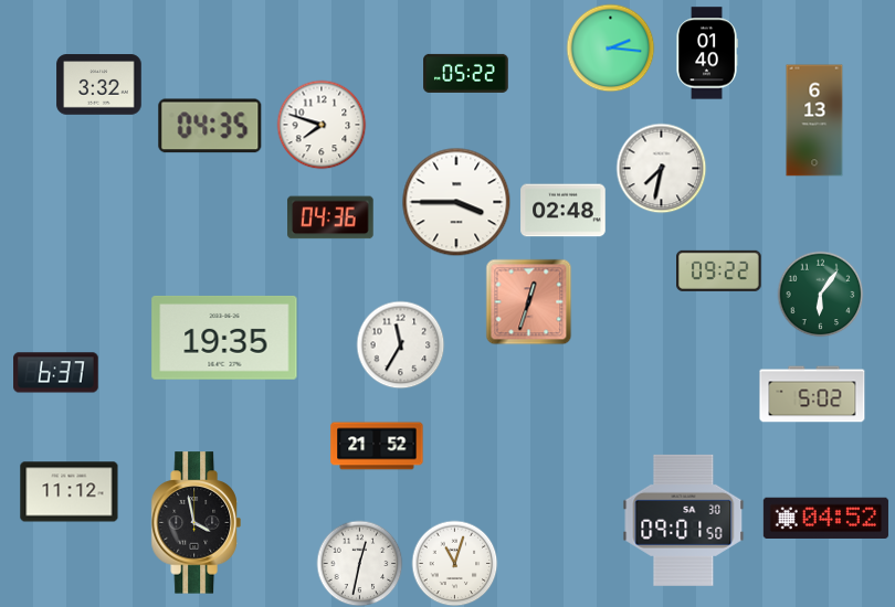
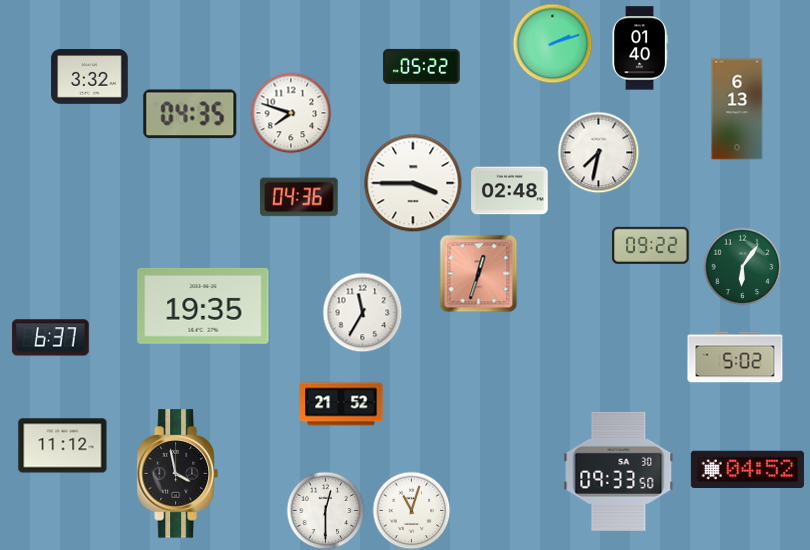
clock at (610, 47): 2:16 -> 2:12
clock at (684, 520): 09:01 -> 09:33
clock at (359, 563): 12:32 -> 12:30
